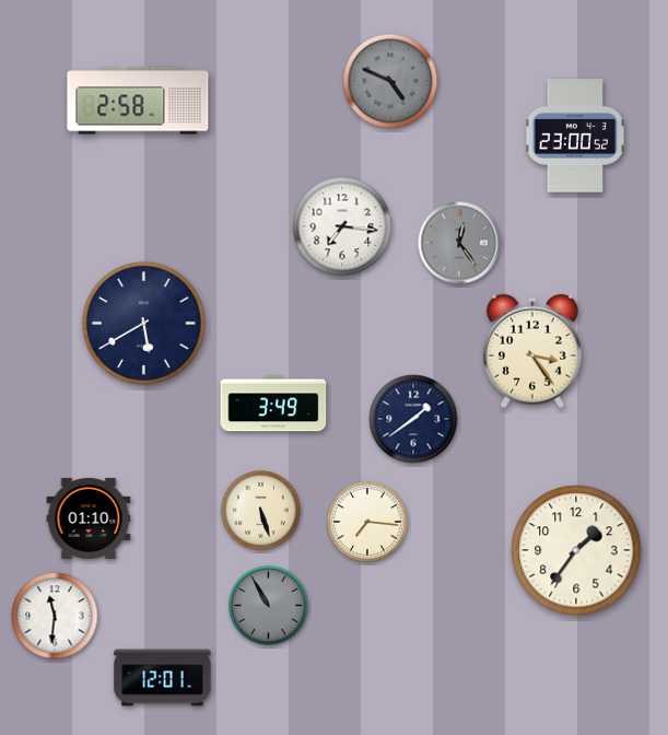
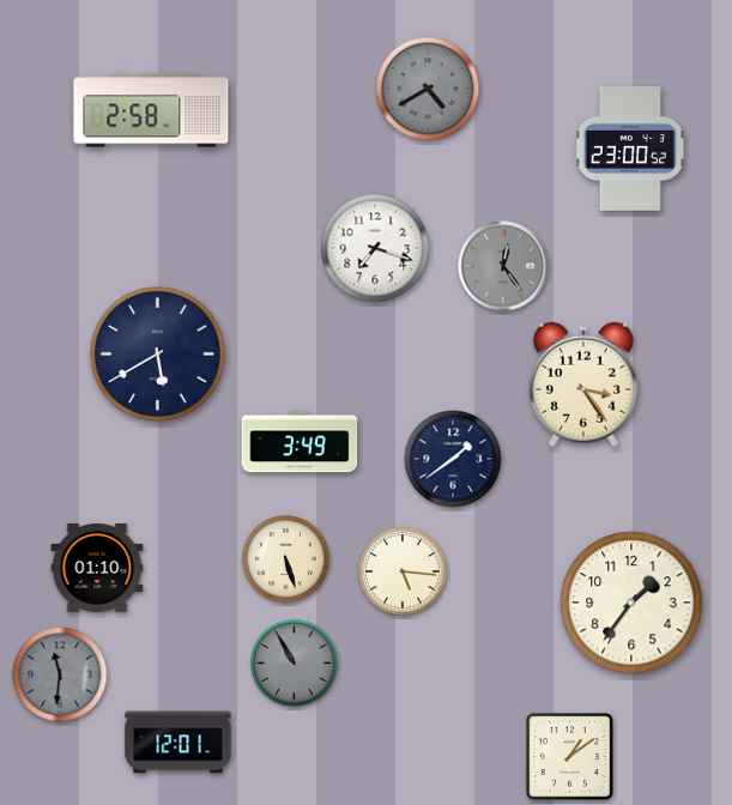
clock at (390, 81): 4:49 -> 4:40
clock at (342, 226): 7:16 -> 7:18
clock at (367, 522): 7:16 -> 5:16
clock at (55, 616) dial: white -> grey
clock at (570, 757): none -> 1:09
